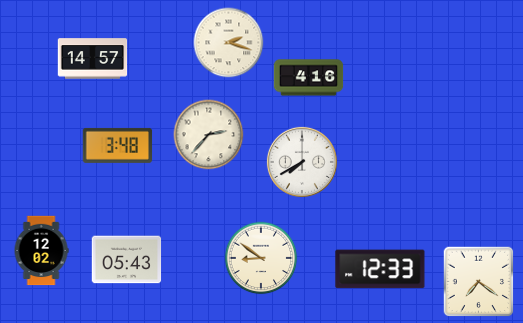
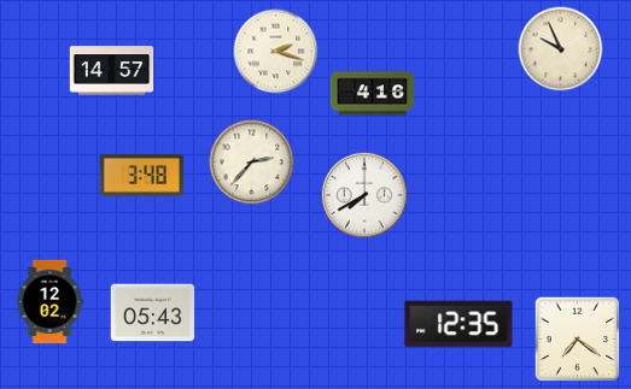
clock at (561, 49): none -> 9:56
clock at (261, 258): 8:51 -> none
clock at (380, 269): 12:33 -> 12:35
